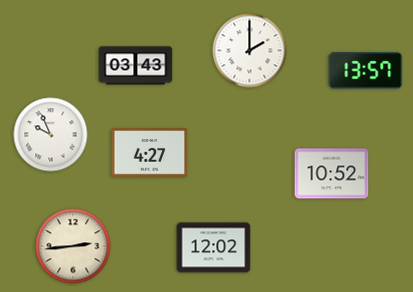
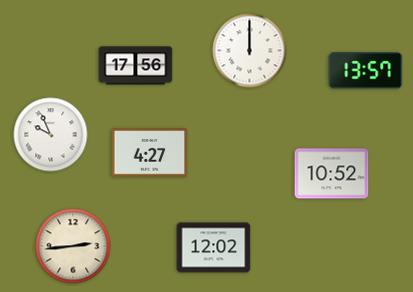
clock at (250, 51): 2:00 -> 12:00
clock at (136, 66): 03:43 -> 17:56
